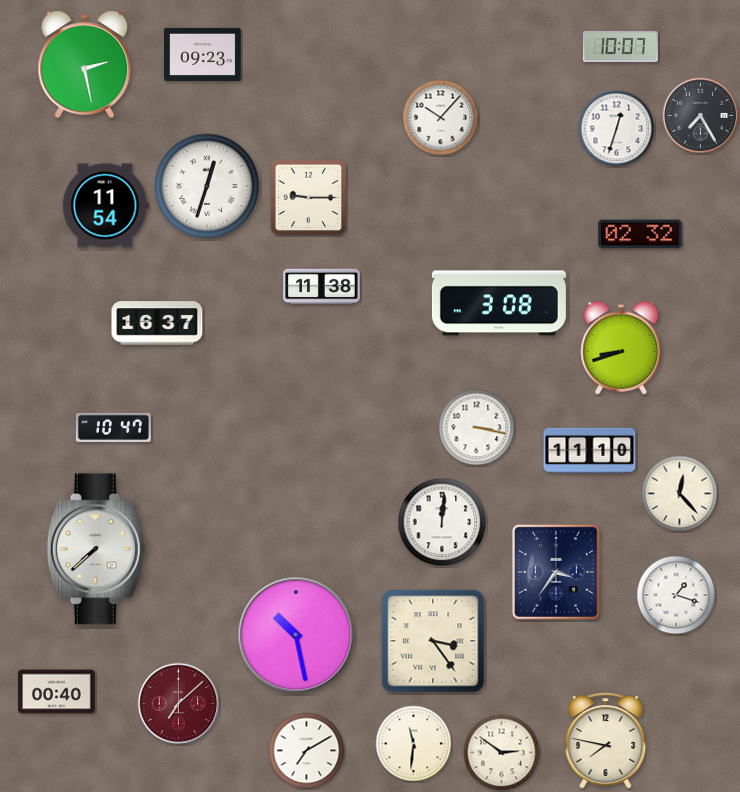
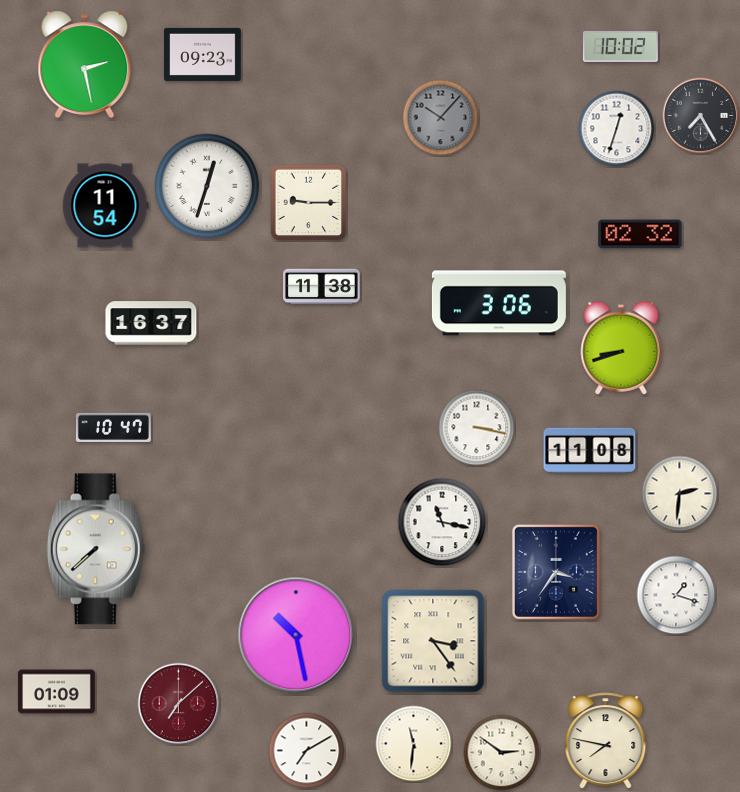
clock at (620, 46): 10:07 -> 10:02
clock at (441, 118) dial: white -> grey
clock at (309, 198) position: (309, 198) -> (309, 203)
clock at (499, 303): 3:08 -> 3:06
clock at (157, 323) position: (157, 323) -> (151, 323)
clock at (590, 450): 11:10 -> 11:08
clock at (680, 494): 12:23 -> 2:31
clock at (442, 522): 12:01 -> 11:17
clock at (57, 692): 00:40 -> 01:09
